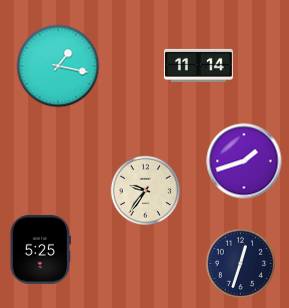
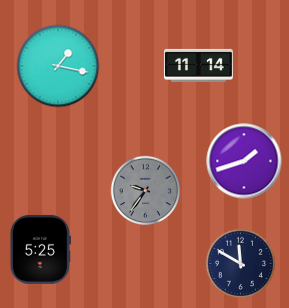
clock at (146, 191) dial: cream -> grey
clock at (241, 264): 12:33 -> 11:50
